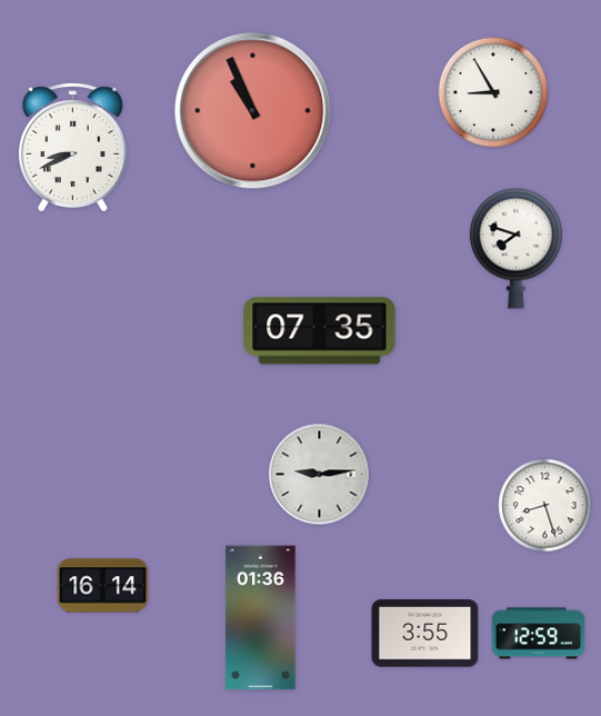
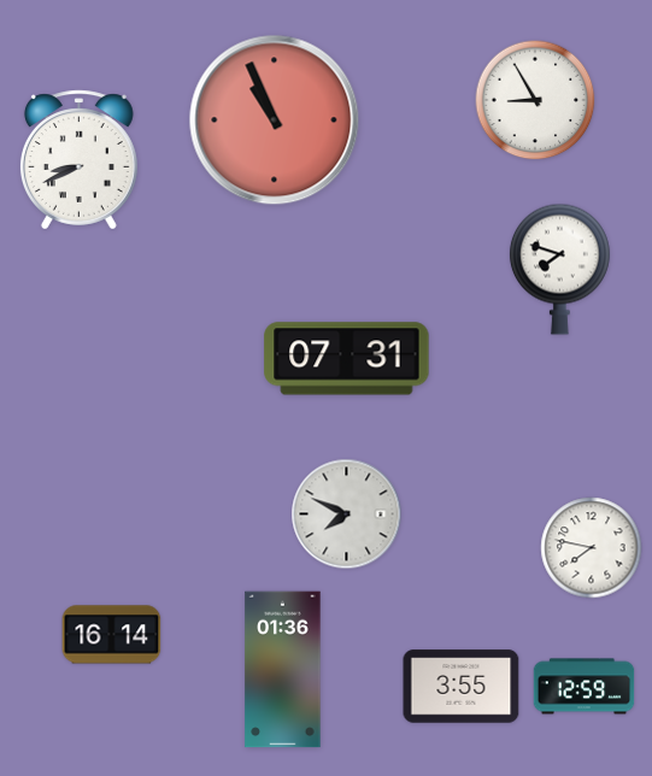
clock at (320, 331): 07:35 -> 07:31
clock at (320, 475): 9:14 -> 7:49
clock at (545, 506): 8:27 -> 7:47
